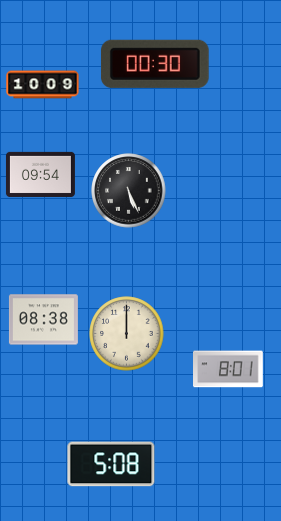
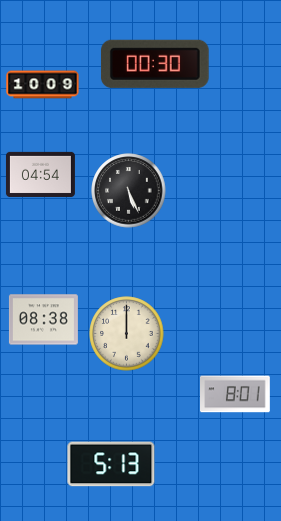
clock at (40, 174): 09:54 -> 04:54
clock at (229, 369) position: (229, 369) -> (236, 394)
clock at (111, 464): 5:08 -> 5:13
